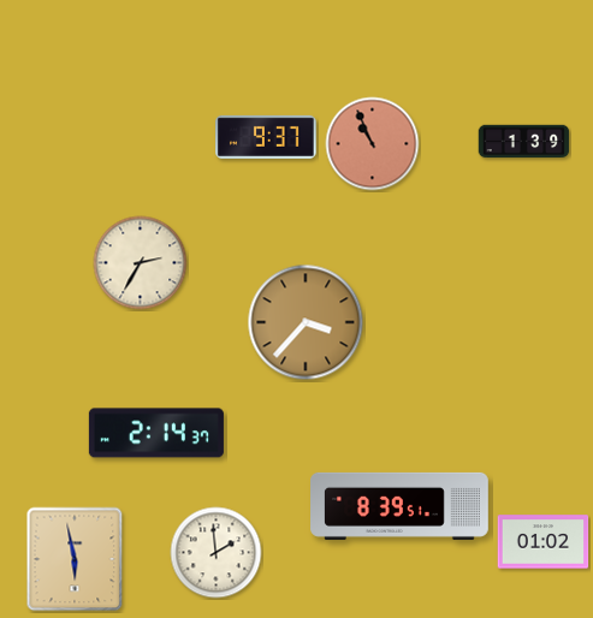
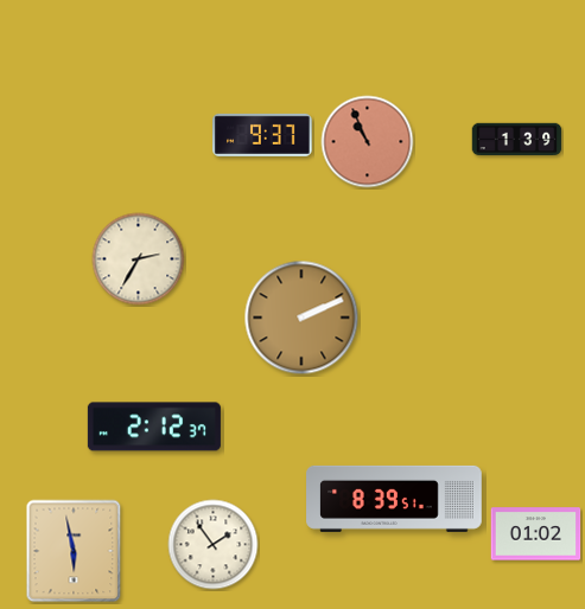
clock at (306, 322): 3:37 -> 2:11
clock at (156, 433): 2:14 -> 2:12
clock at (217, 553): 1:59 -> 1:54
